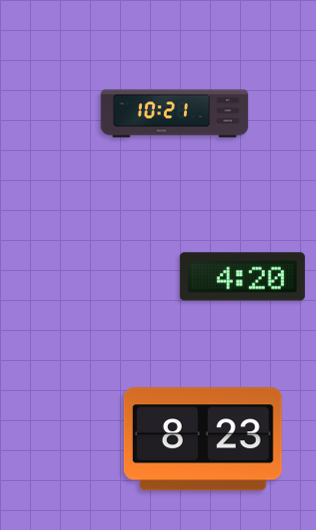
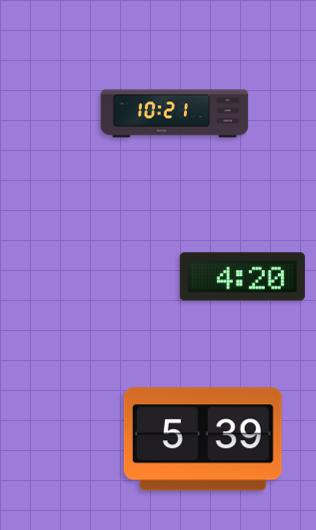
clock at (203, 439): 8:23 -> 5:39
